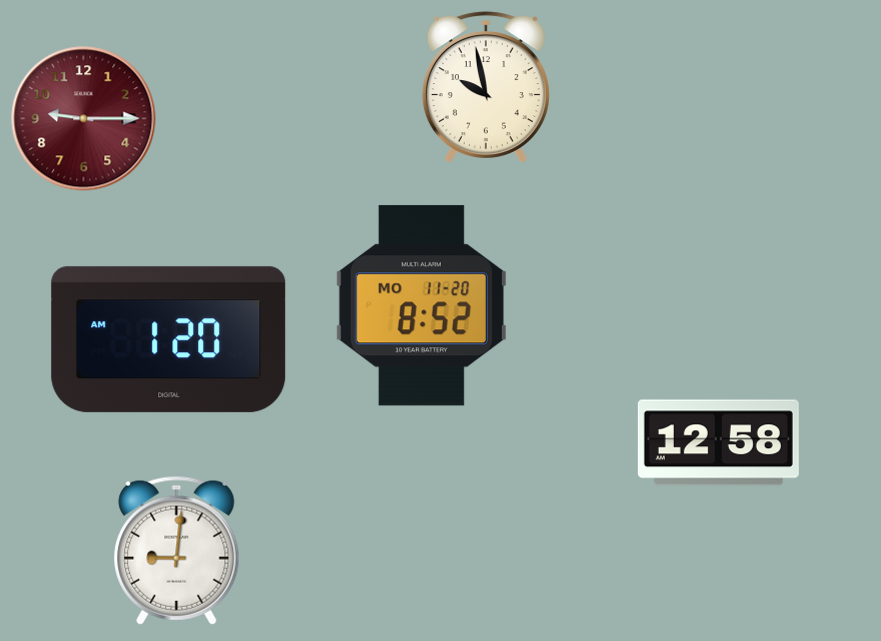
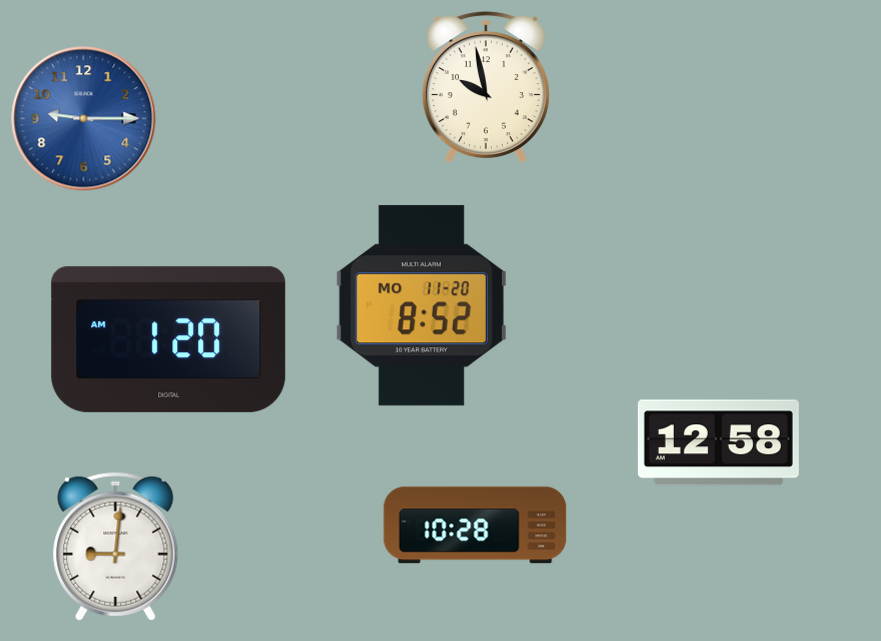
clock at (84, 119) dial: burgundy -> blue
clock at (475, 525): none -> 10:28
clock at (177, 550) position: (177, 550) -> (116, 546)
